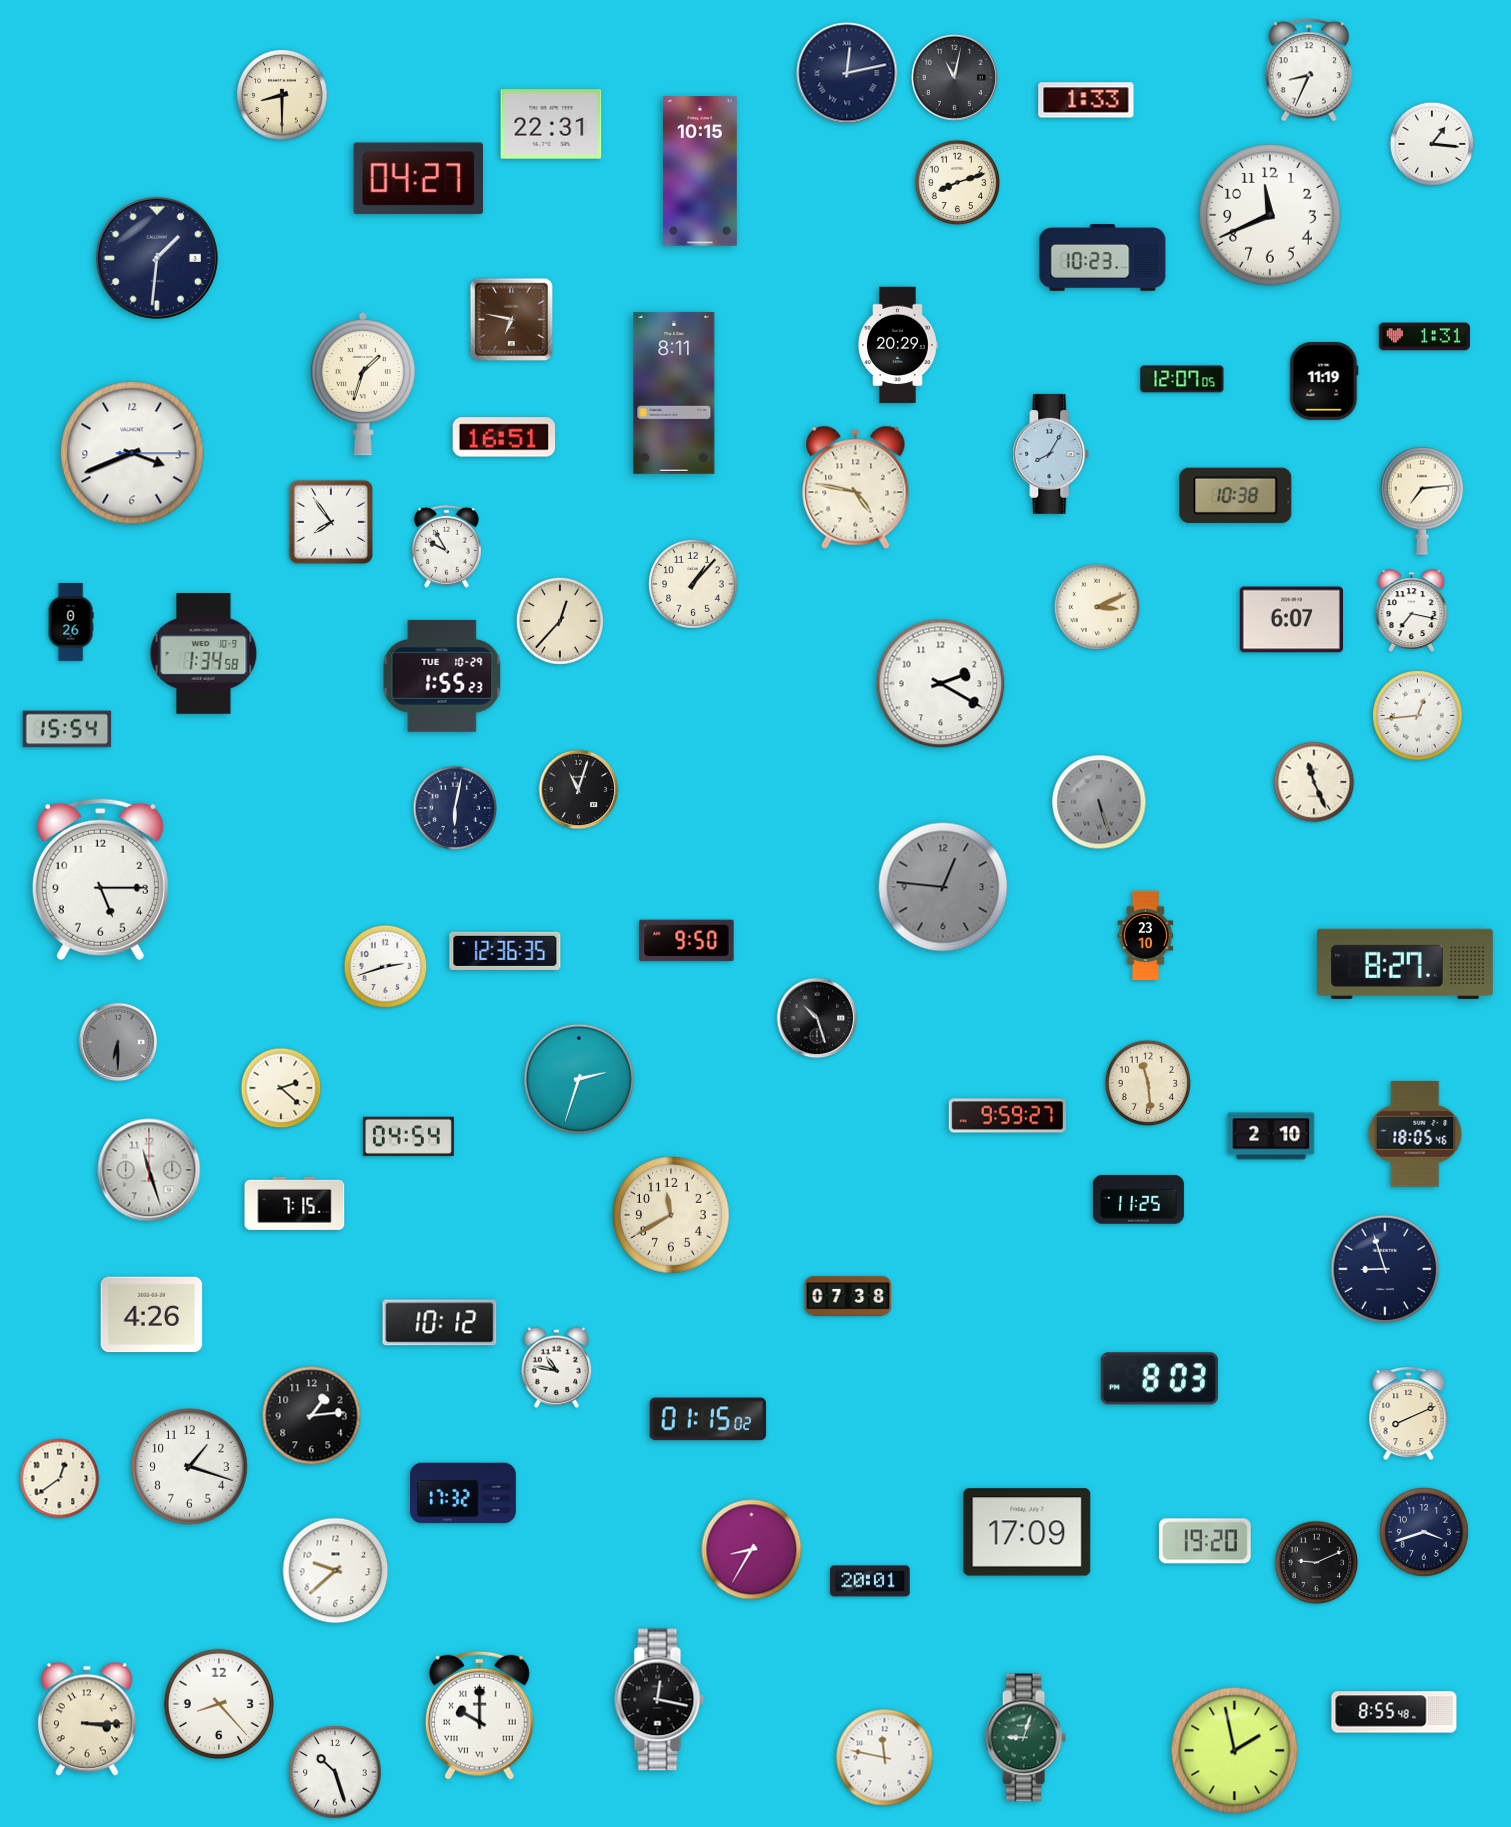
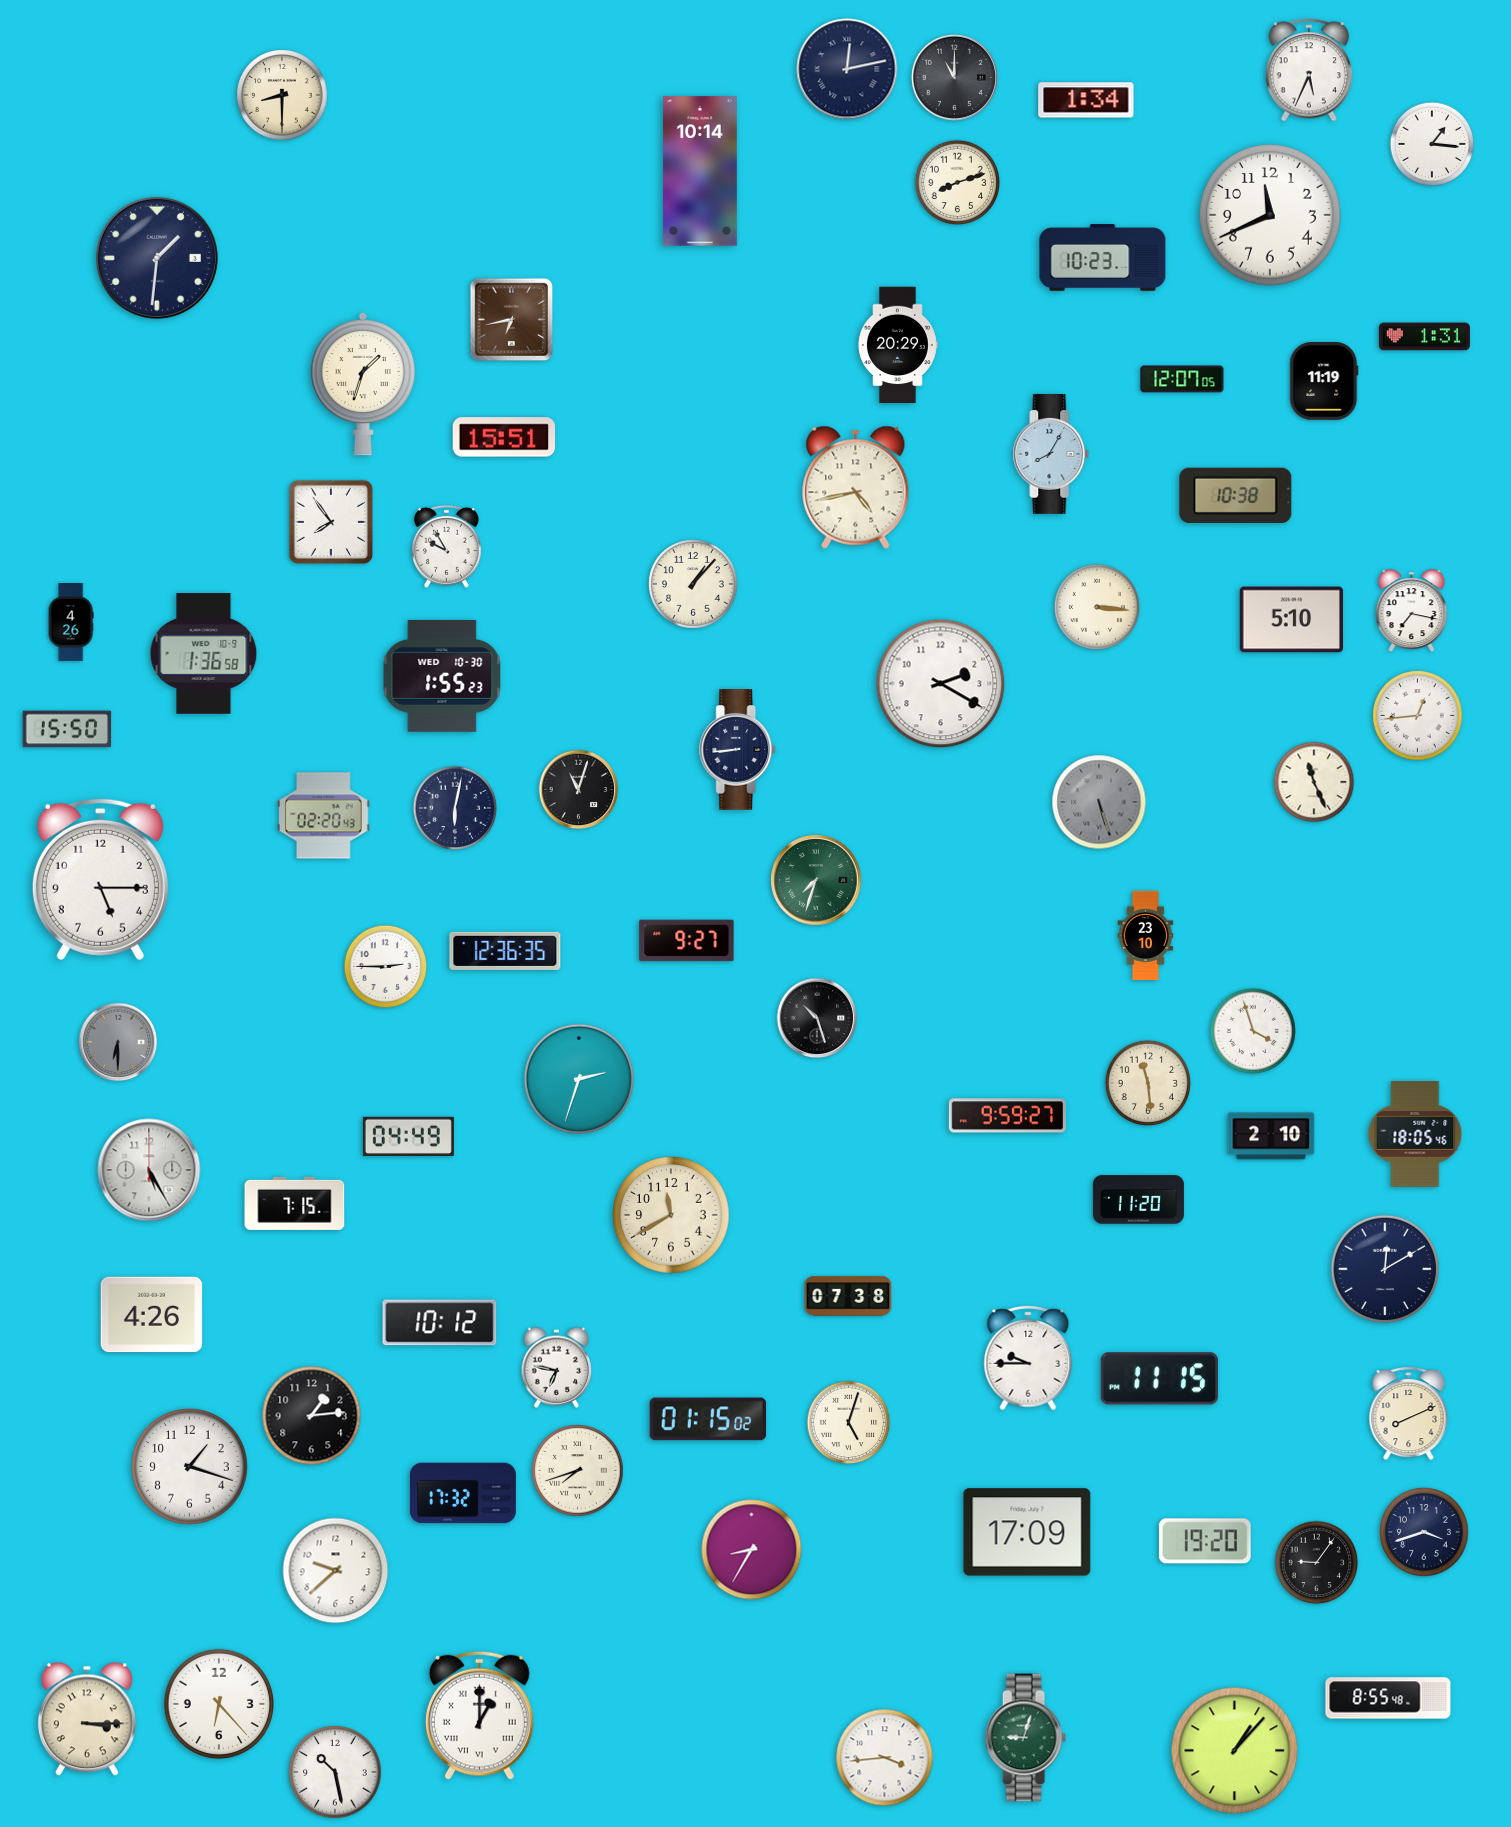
clock at (1308, 70): 8:34 -> 5:34
clock at (847, 73) position: (847, 73) -> (847, 69)
clock at (954, 77): 11:02 -> 11:00
clock at (1086, 100): 1:33 -> 1:34
clock at (551, 124): 22:31 -> none
clock at (700, 171): 10:15 -> 10:14
clock at (419, 179): 04:27 -> none
clock at (512, 320): 6:47 -> 6:43
clock at (674, 393): 8:11 -> none
clock at (504, 437): 16:51 -> 15:51
clock at (132, 453): 3:41 -> none
clock at (856, 487): 4:47 -> 4:43
clock at (1421, 501): 7:14 -> none
clock at (1097, 607): 3:11 -> 3:16
clock at (1291, 620): 6:07 -> 5:10
clock at (560, 621): 12:37 -> none
clock at (71, 623): 0:26 -> 4:26
clock at (204, 654): 1:34 -> 1:36
clock at (442, 676) date: TUE 10-29 -> WED 10-30
clock at (67, 729): 15:54 -> 15:50
clock at (738, 750): none -> 8:44
clock at (324, 816): none -> 02:20
clock at (816, 880): none -> 7:33
clock at (943, 887): 12:46 -> none
clock at (687, 941): 9:50 -> 9:27
clock at (1405, 964): 8:27 -> none
clock at (386, 967): 2:42 -> 2:45
clock at (1253, 1031): none -> 3:57
clock at (281, 1088): 2:22 -> none
clock at (408, 1136): 04:54 -> 04:49
clock at (149, 1170): 11:27 -> 5:25
clock at (1138, 1200): 11:25 -> 11:20
clock at (1385, 1269): 8:57 -> 12:10
clock at (1028, 1358): none -> 9:45
clock at (557, 1367): 10:47 -> 6:47
clock at (1159, 1379): 8:03 -> 11:15
clock at (849, 1423): none -> 5:03
clock at (578, 1471): none -> 7:42
clock at (60, 1479): 12:39 -> none
clock at (1317, 1563): 9:11 -> 9:06
clock at (870, 1581): 20:01 -> none
clock at (660, 1700): 12:17 -> none
clock at (219, 1704): 8:23 -> 6:23
clock at (1394, 1712) position: (1394, 1712) -> (1388, 1698)
clock at (479, 1715): 10:00 -> 1:00
clock at (1235, 1751): 1:58 -> 1:07
clock at (885, 1758): 11:47 -> 3:44
clock at (335, 1772): 10:27 -> 10:28
